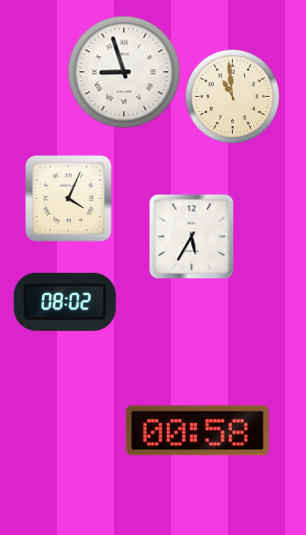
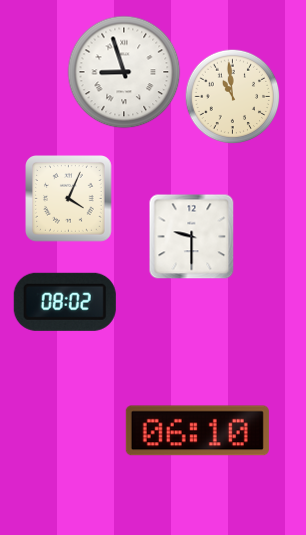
clock at (191, 236): 5:35 -> 9:30
clock at (197, 431): 00:58 -> 06:10
